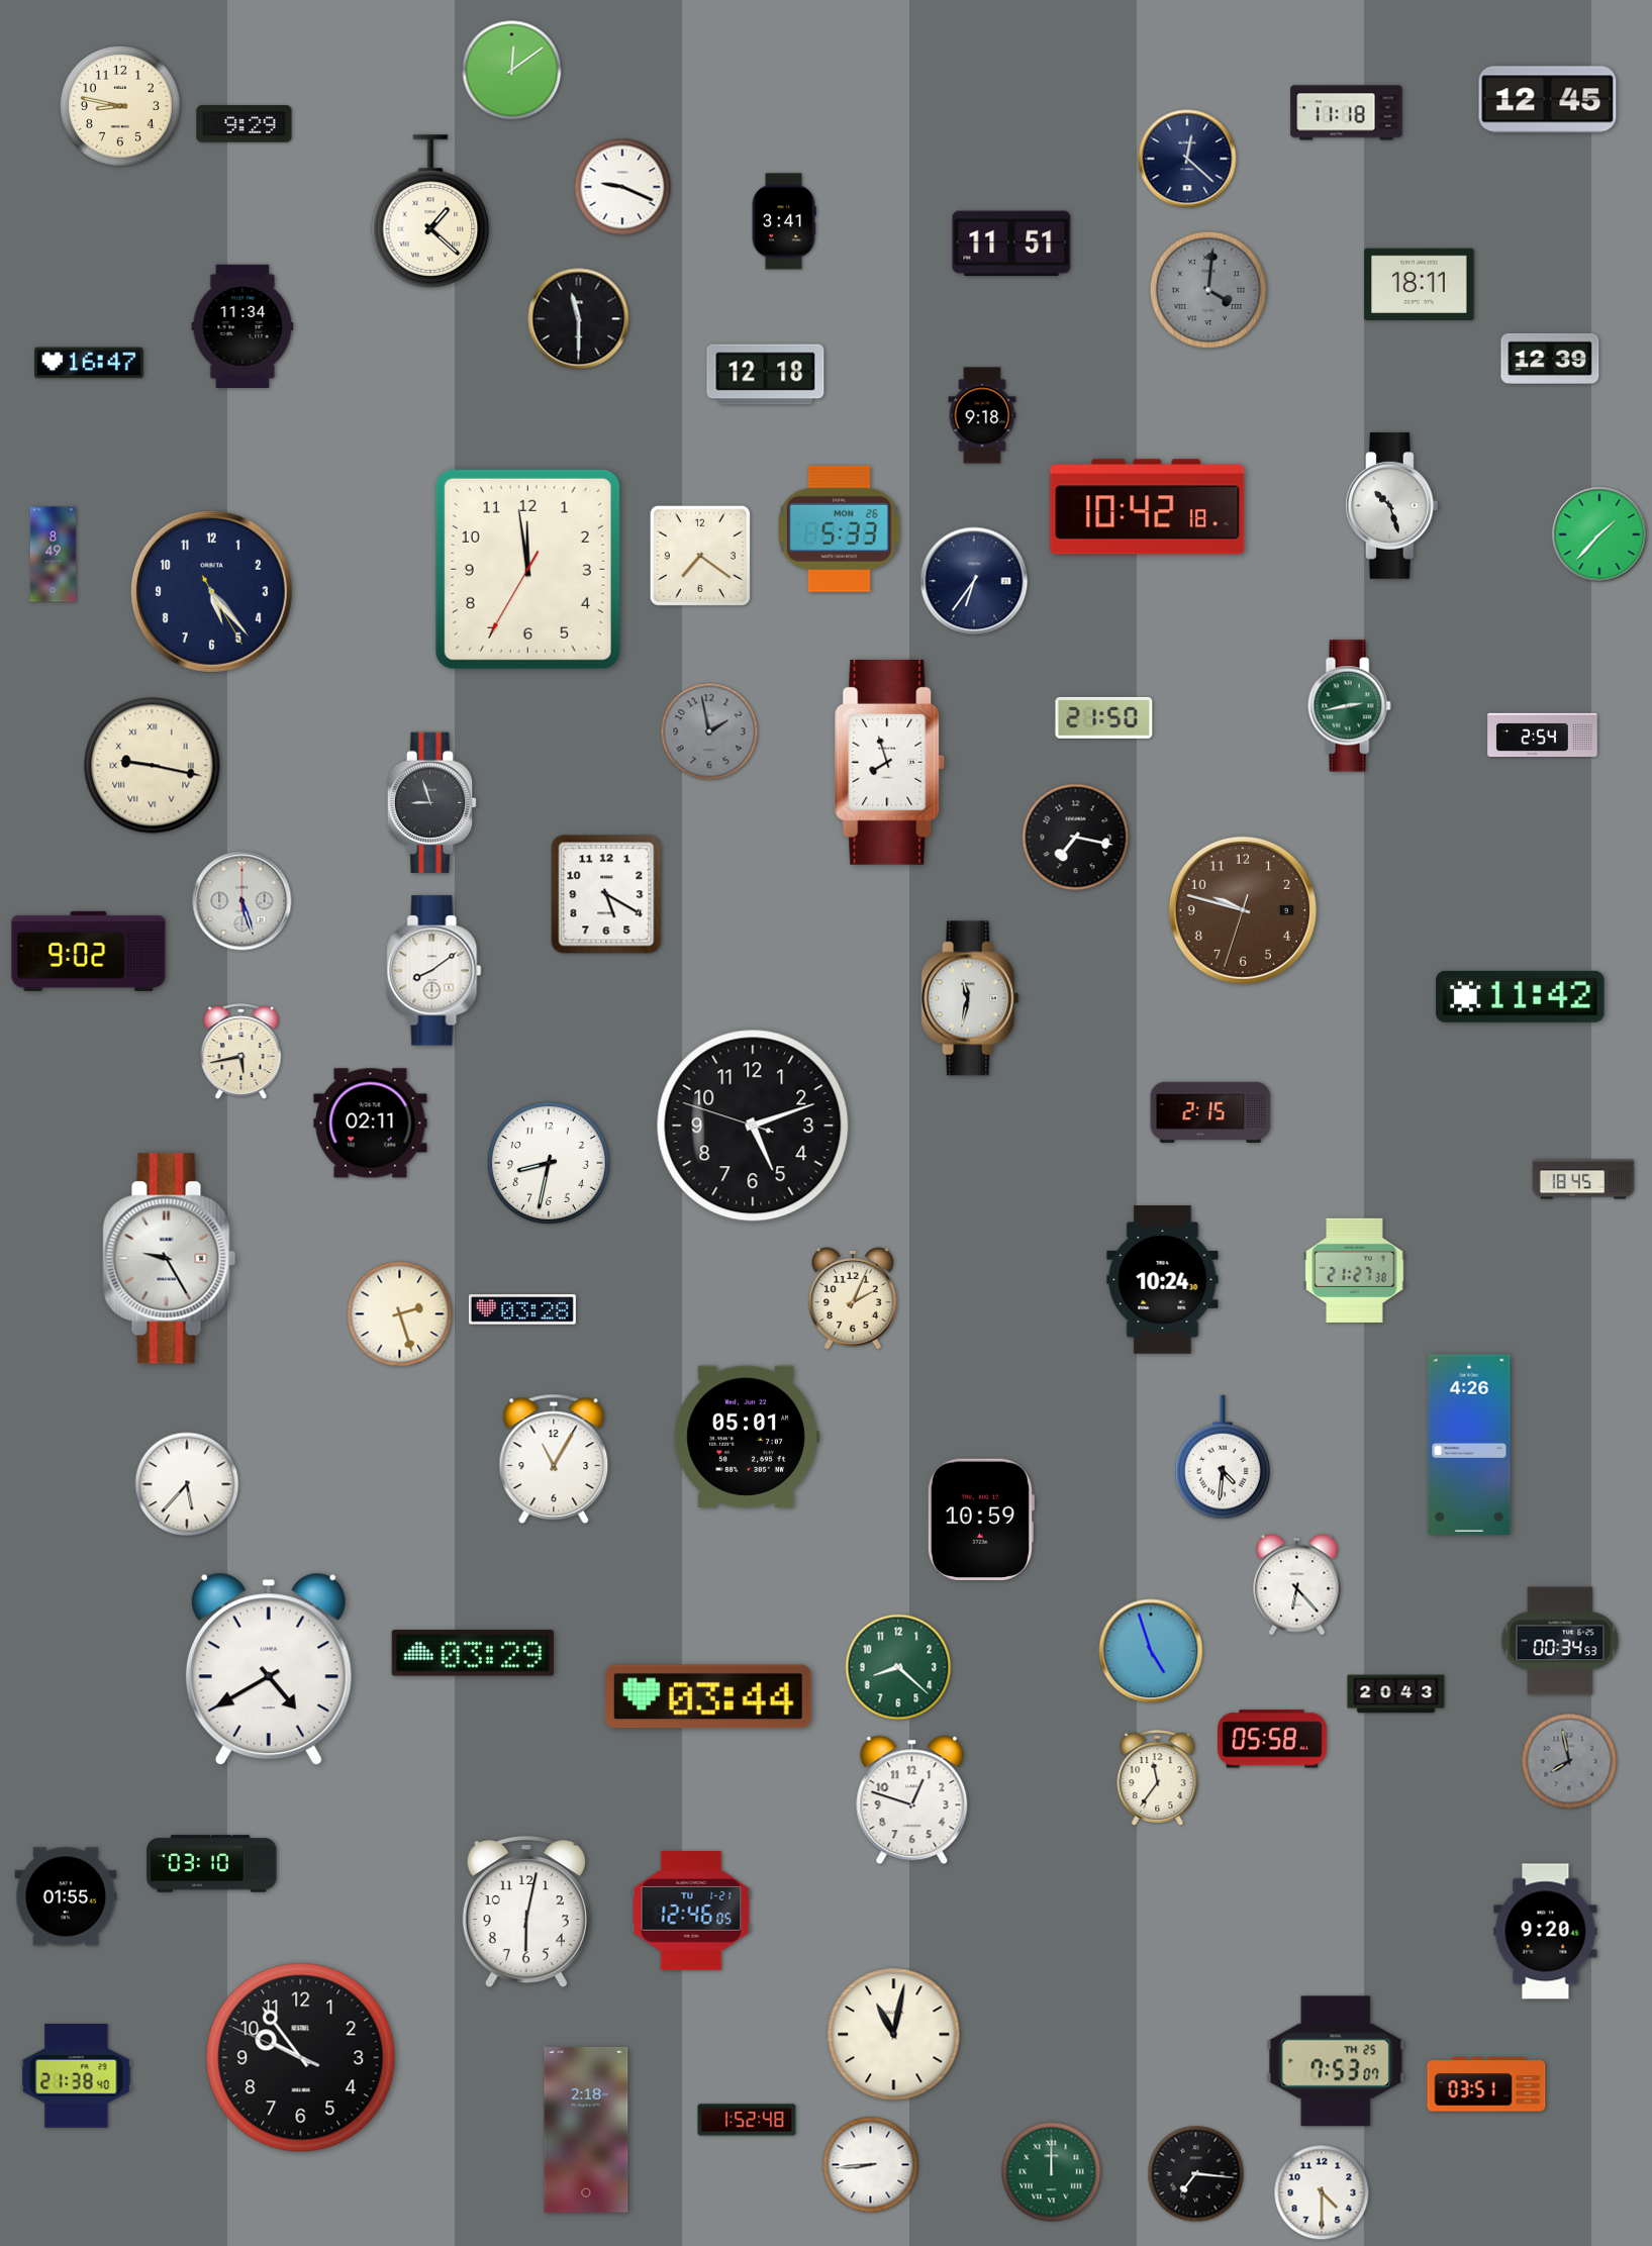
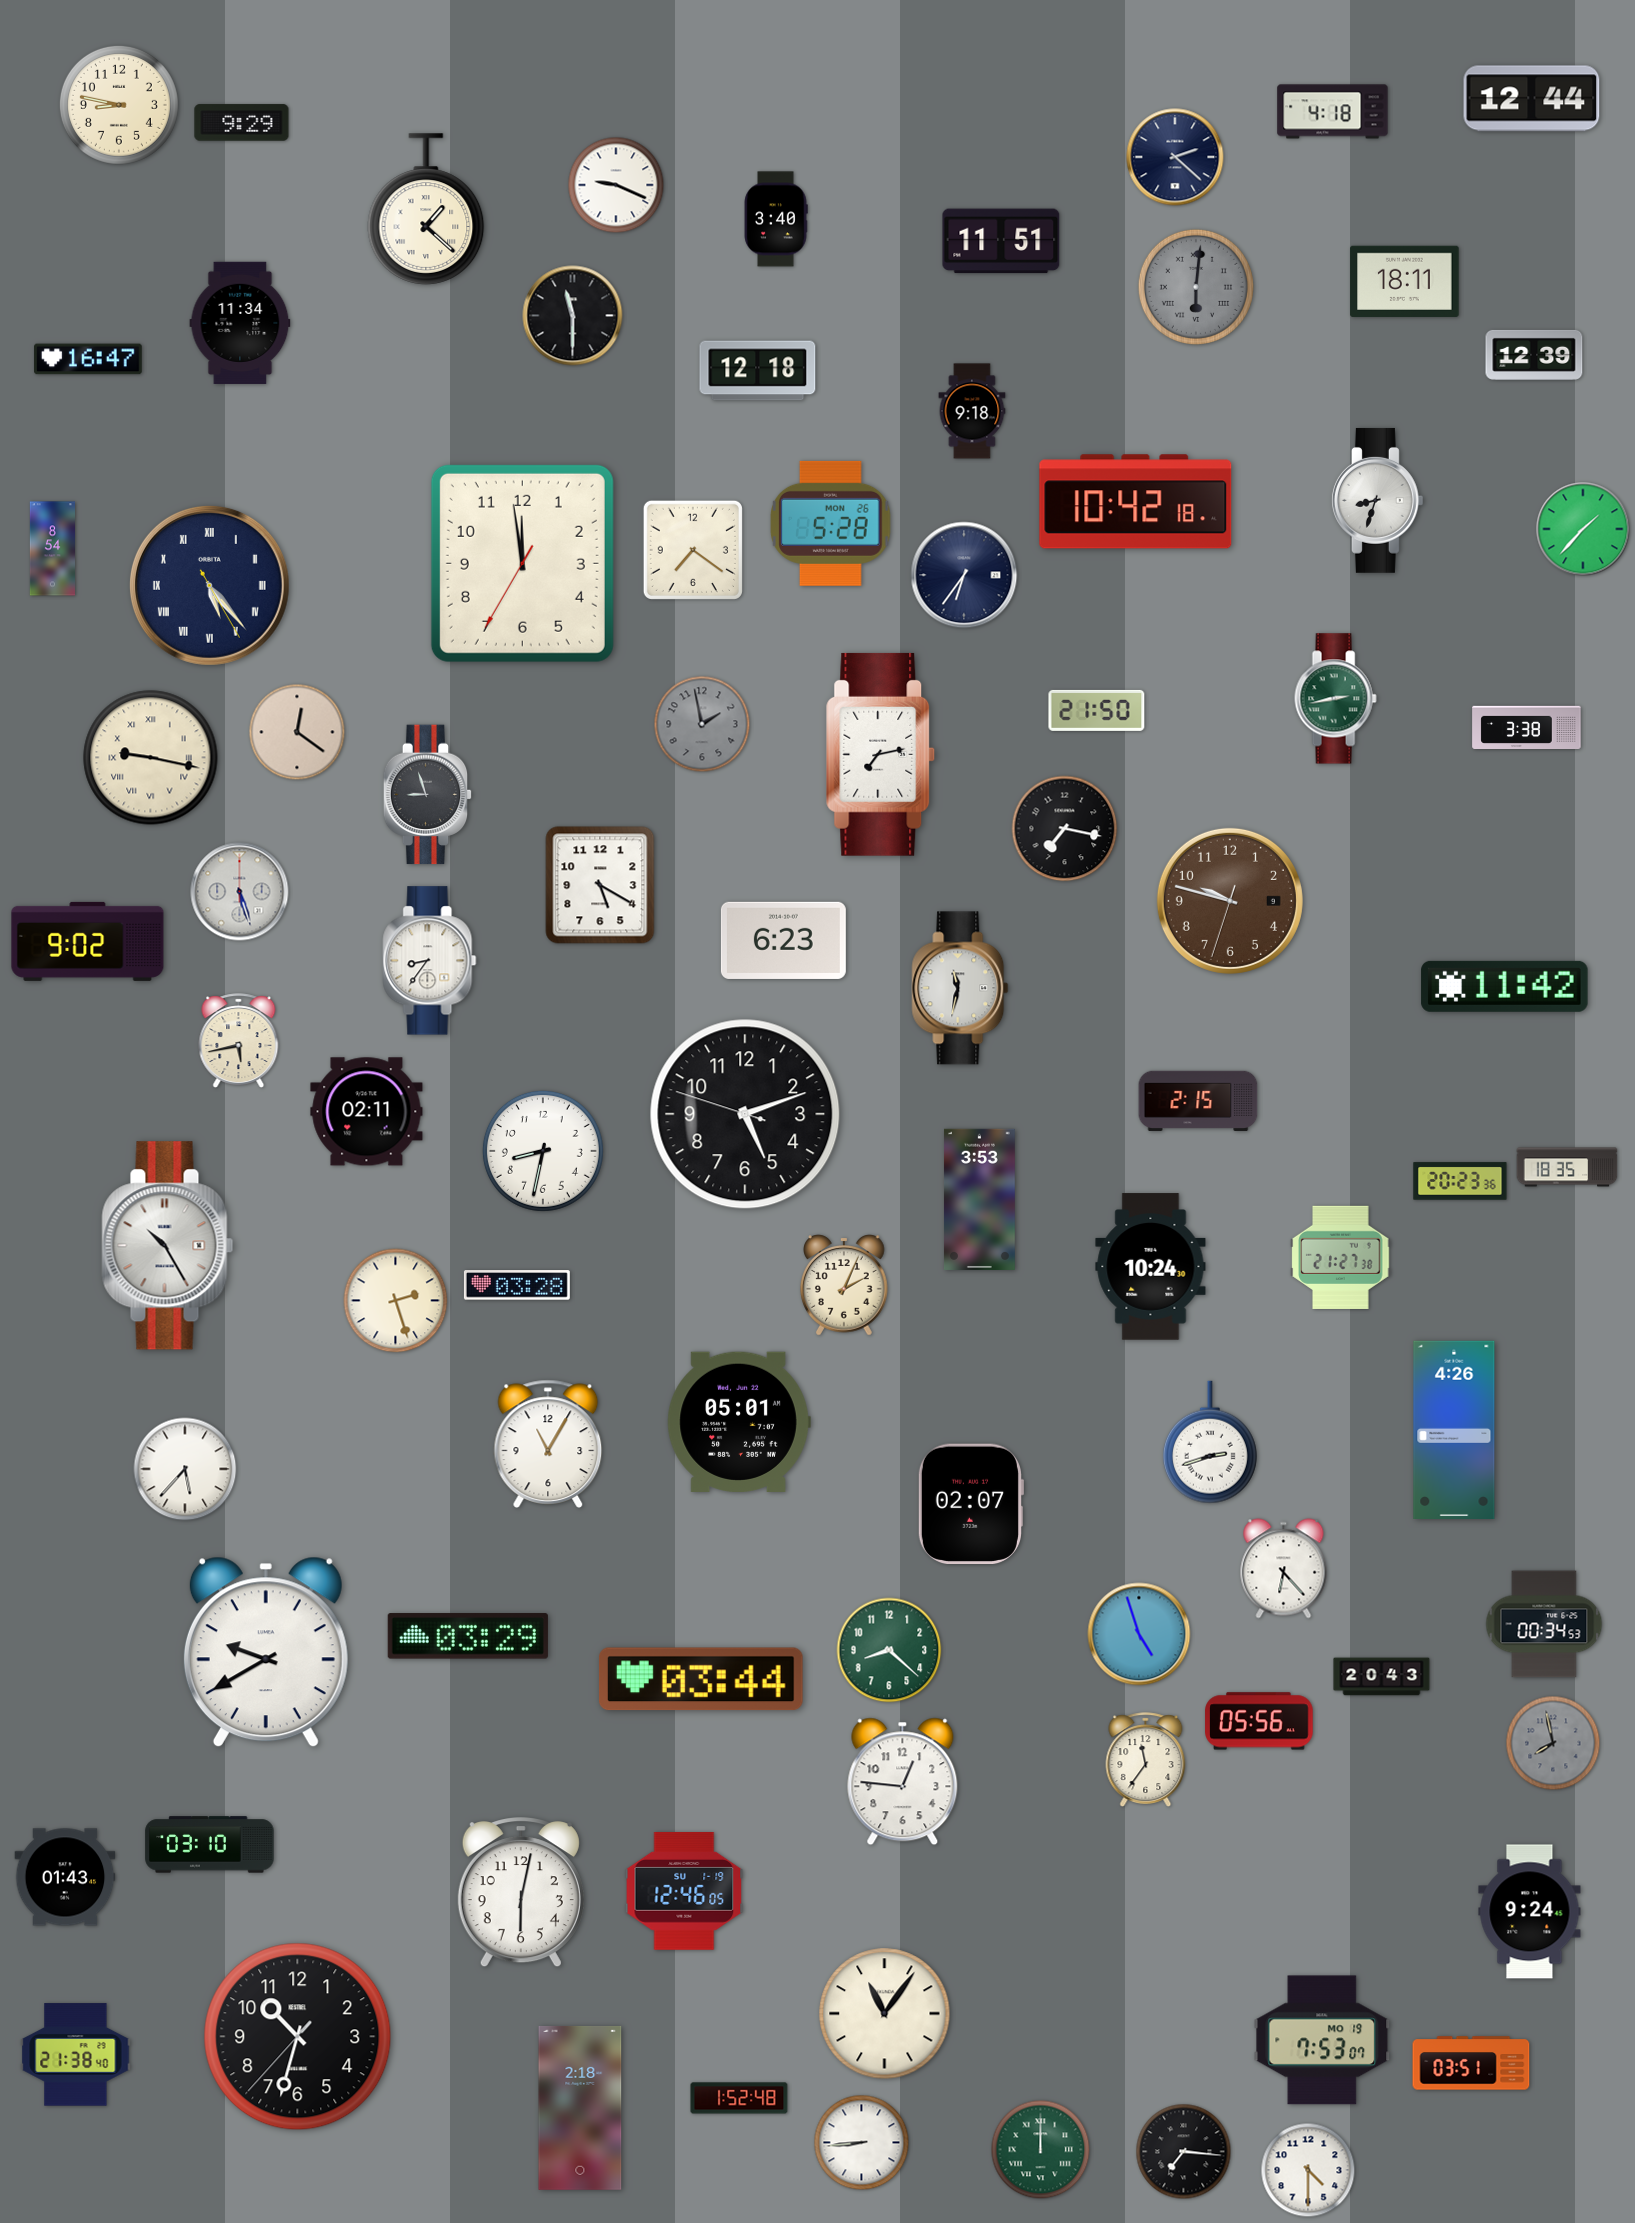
clock at (512, 71): 12:09 -> none
clock at (1548, 100): 12:45 -> 12:44
clock at (1347, 113): 11:18 -> 4:18
clock at (1187, 159): 12:22 -> 2:22
clock at (784, 221): 3:41 -> 3:40
clock at (1208, 290): 4:01 -> 6:01
clock at (1391, 505): 10:27 -> 8:33
clock at (840, 528): 5:33 -> 5:28
clock at (54, 555): 8:49 -> 8:54
clock at (211, 591) numerals: Arabic -> Roman
clock at (1104, 717) position: (1104, 717) -> (1097, 710)
clock at (1543, 735): 2:54 -> 3:38
clock at (297, 732): none -> 12:21
clock at (890, 762): 7:57 -> 7:13
clock at (783, 940): none -> 6:23
clock at (434, 971): 8:09 -> 8:36
clock at (1583, 1179): 18:45 -> 18:35
clock at (1460, 1181): none -> 20:23
clock at (979, 1199): none -> 3:53
clock at (170, 1259): 9:25 -> 10:25
clock at (522, 1309) position: (522, 1309) -> (517, 1285)
clock at (1223, 1457): 4:31 -> 2:42
clock at (980, 1519): 10:59 -> 02:07
clock at (269, 1669): 4:40 -> 9:40
clock at (1272, 1739): 05:58 -> 05:56
clock at (912, 1800): 12:48 -> 12:46
clock at (66, 1896): 01:55 -> 01:43
clock at (691, 1912) date: TU 1-21 -> SU 1-19
clock at (1546, 1932): 9:20 -> 9:24
clock at (894, 2035): 11:02 -> 11:06
clock at (301, 2058): 9:53 -> 10:32
clock at (1336, 2061) date: TH 25 -> MO 19
